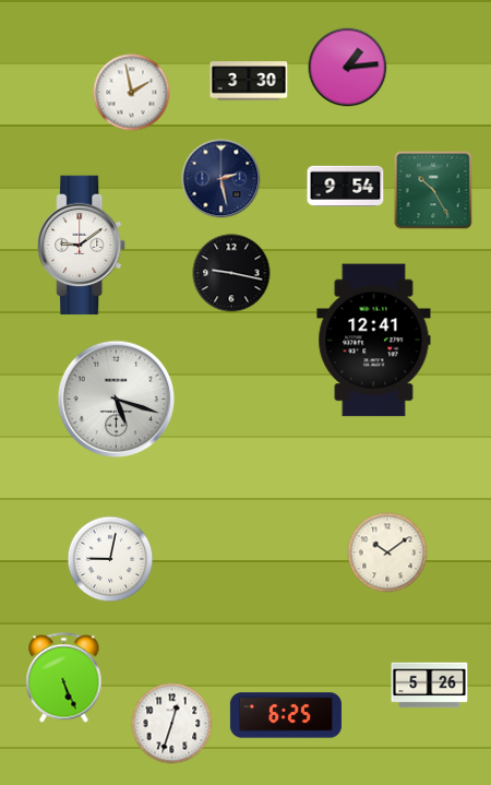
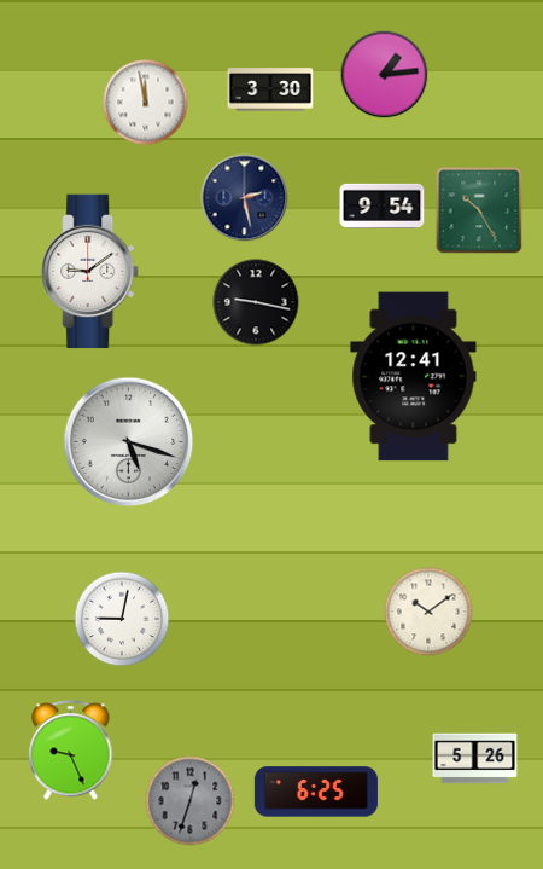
clock at (249, 81) position: (249, 81) -> (270, 89)
clock at (132, 93): 1:58 -> 11:58
clock at (64, 678): 5:26 -> 9:26
clock at (172, 724) dial: white -> grey
